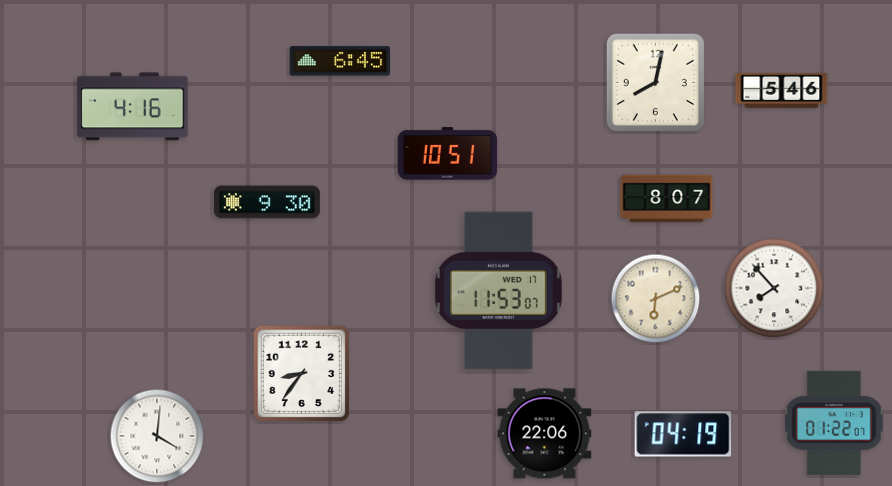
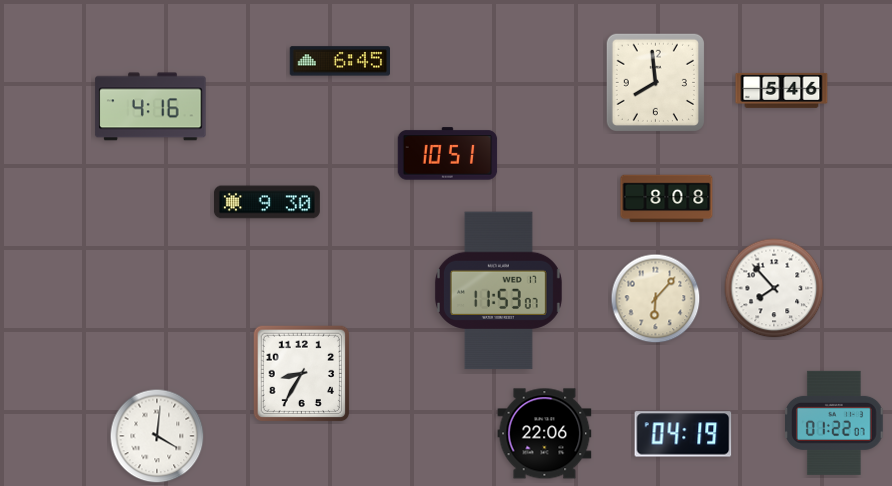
clock at (655, 82): 8:02 -> 7:59
clock at (133, 107) position: (133, 107) -> (151, 107)
clock at (667, 199): 8:07 -> 8:08
clock at (656, 299): 6:11 -> 6:07
clock at (302, 374): 8:36 -> 8:35
